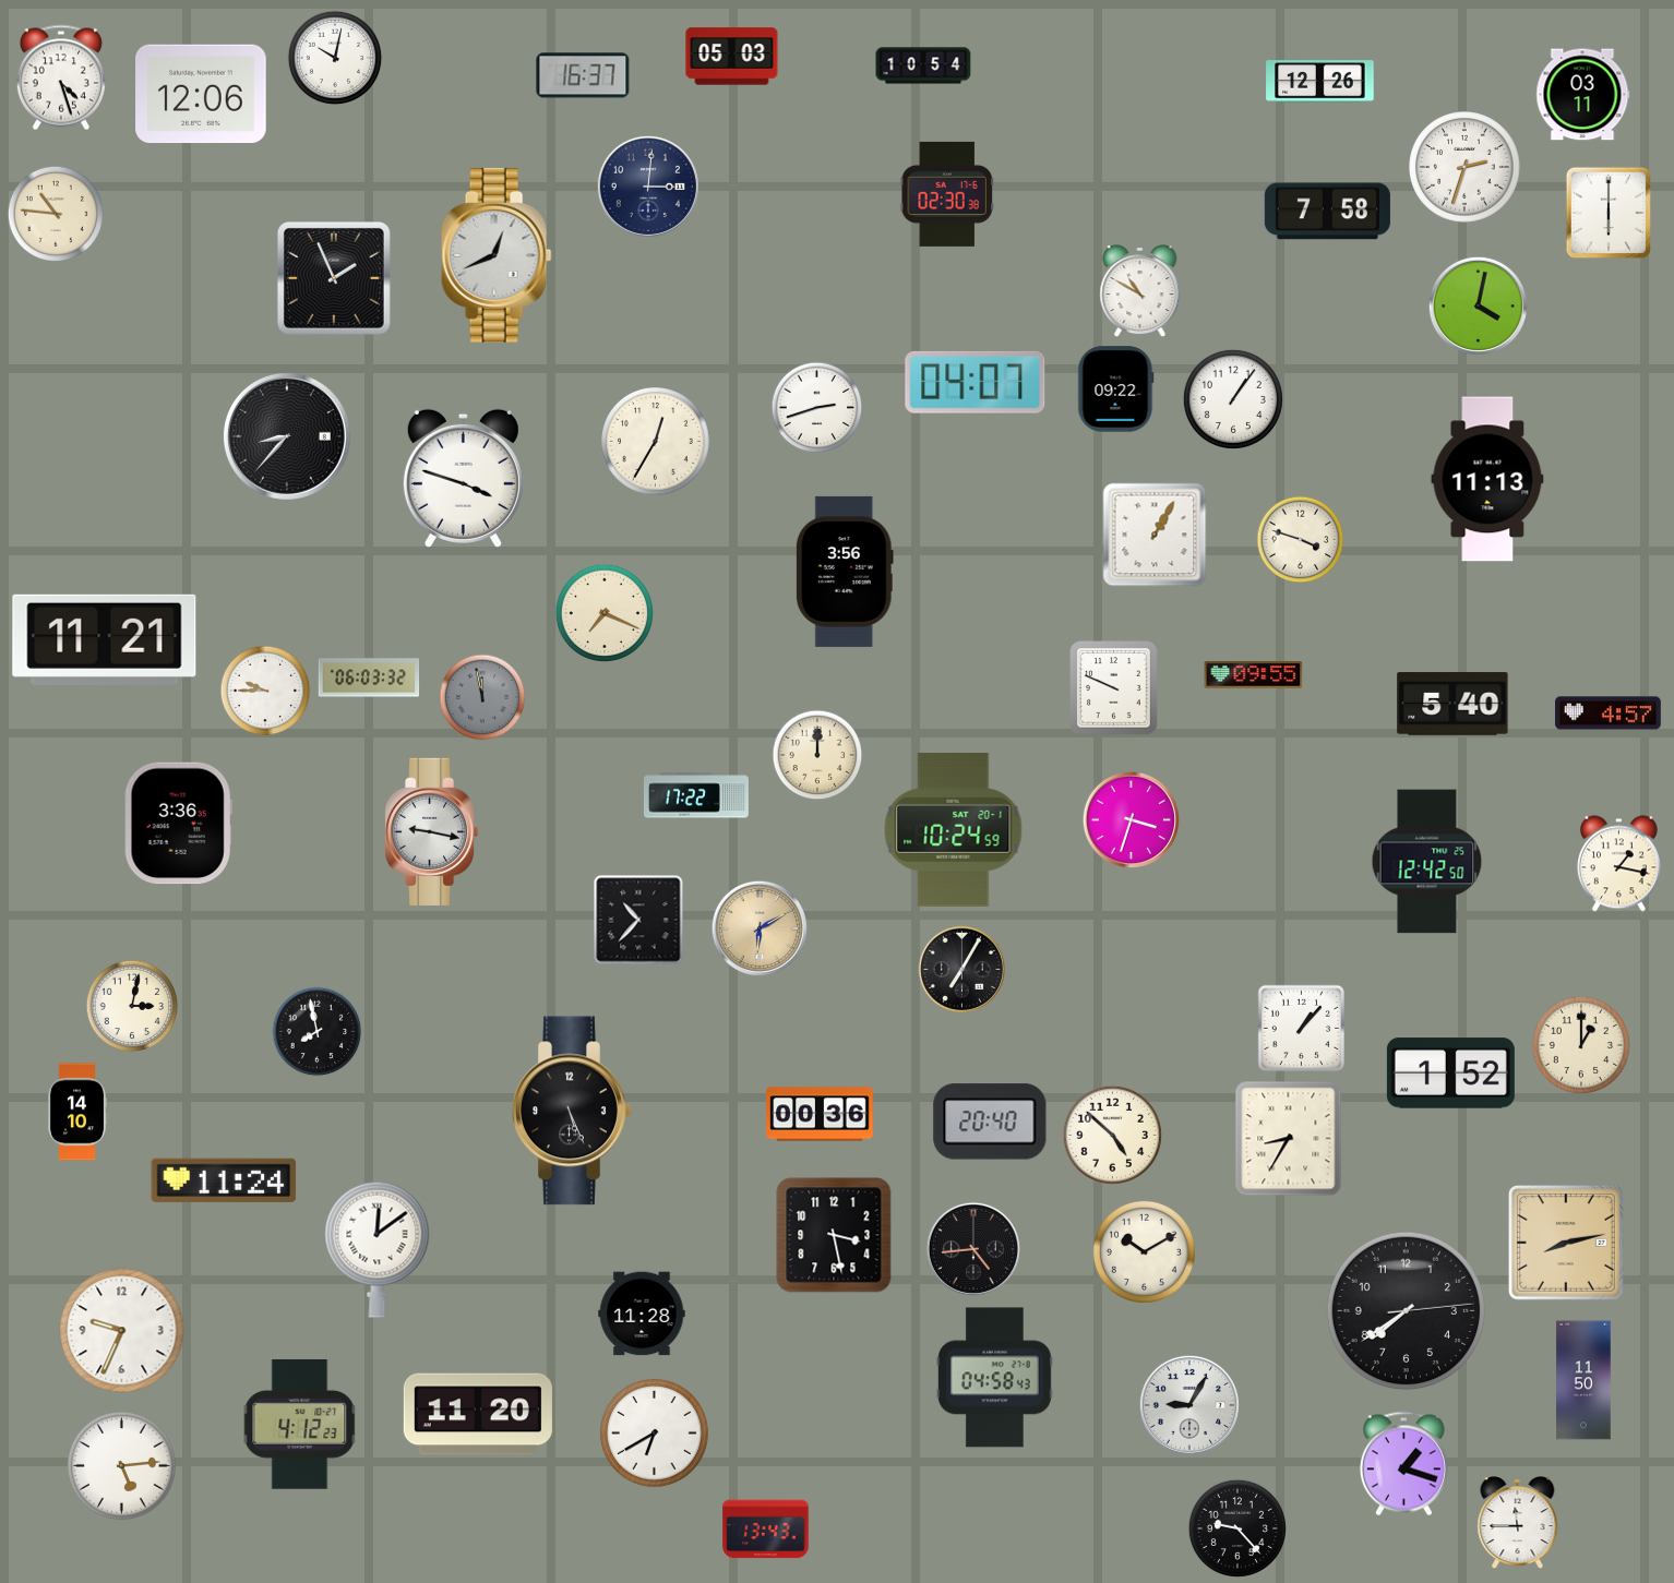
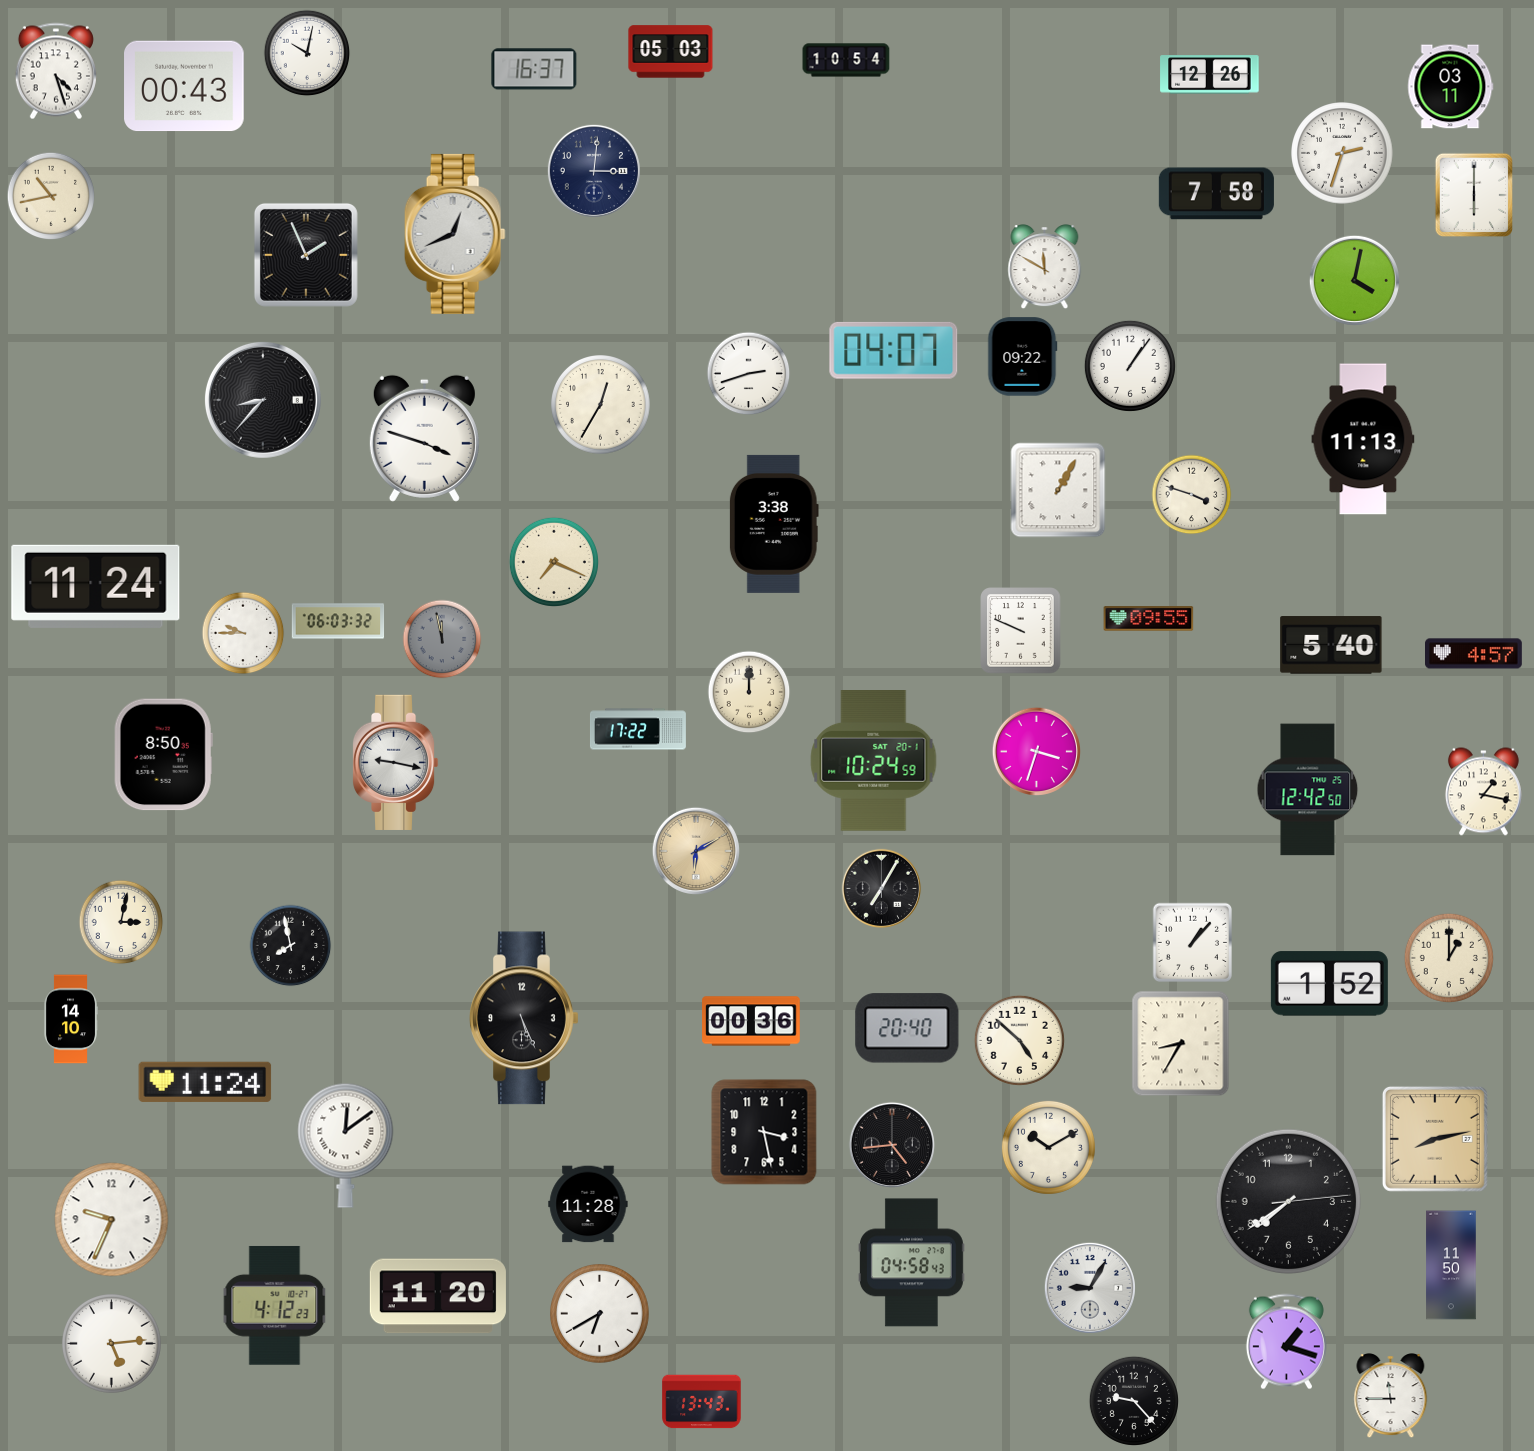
clock at (201, 94): 12:06 -> 00:43
clock at (946, 194): 02:30 -> none
clock at (55, 213): 10:46 -> 10:43
clock at (1140, 291): 10:50 -> 11:50
clock at (845, 572): 3:56 -> 3:38
clock at (105, 639): 11:21 -> 11:24
clock at (178, 824): 3:36 -> 8:50
clock at (638, 920): 10:37 -> none
